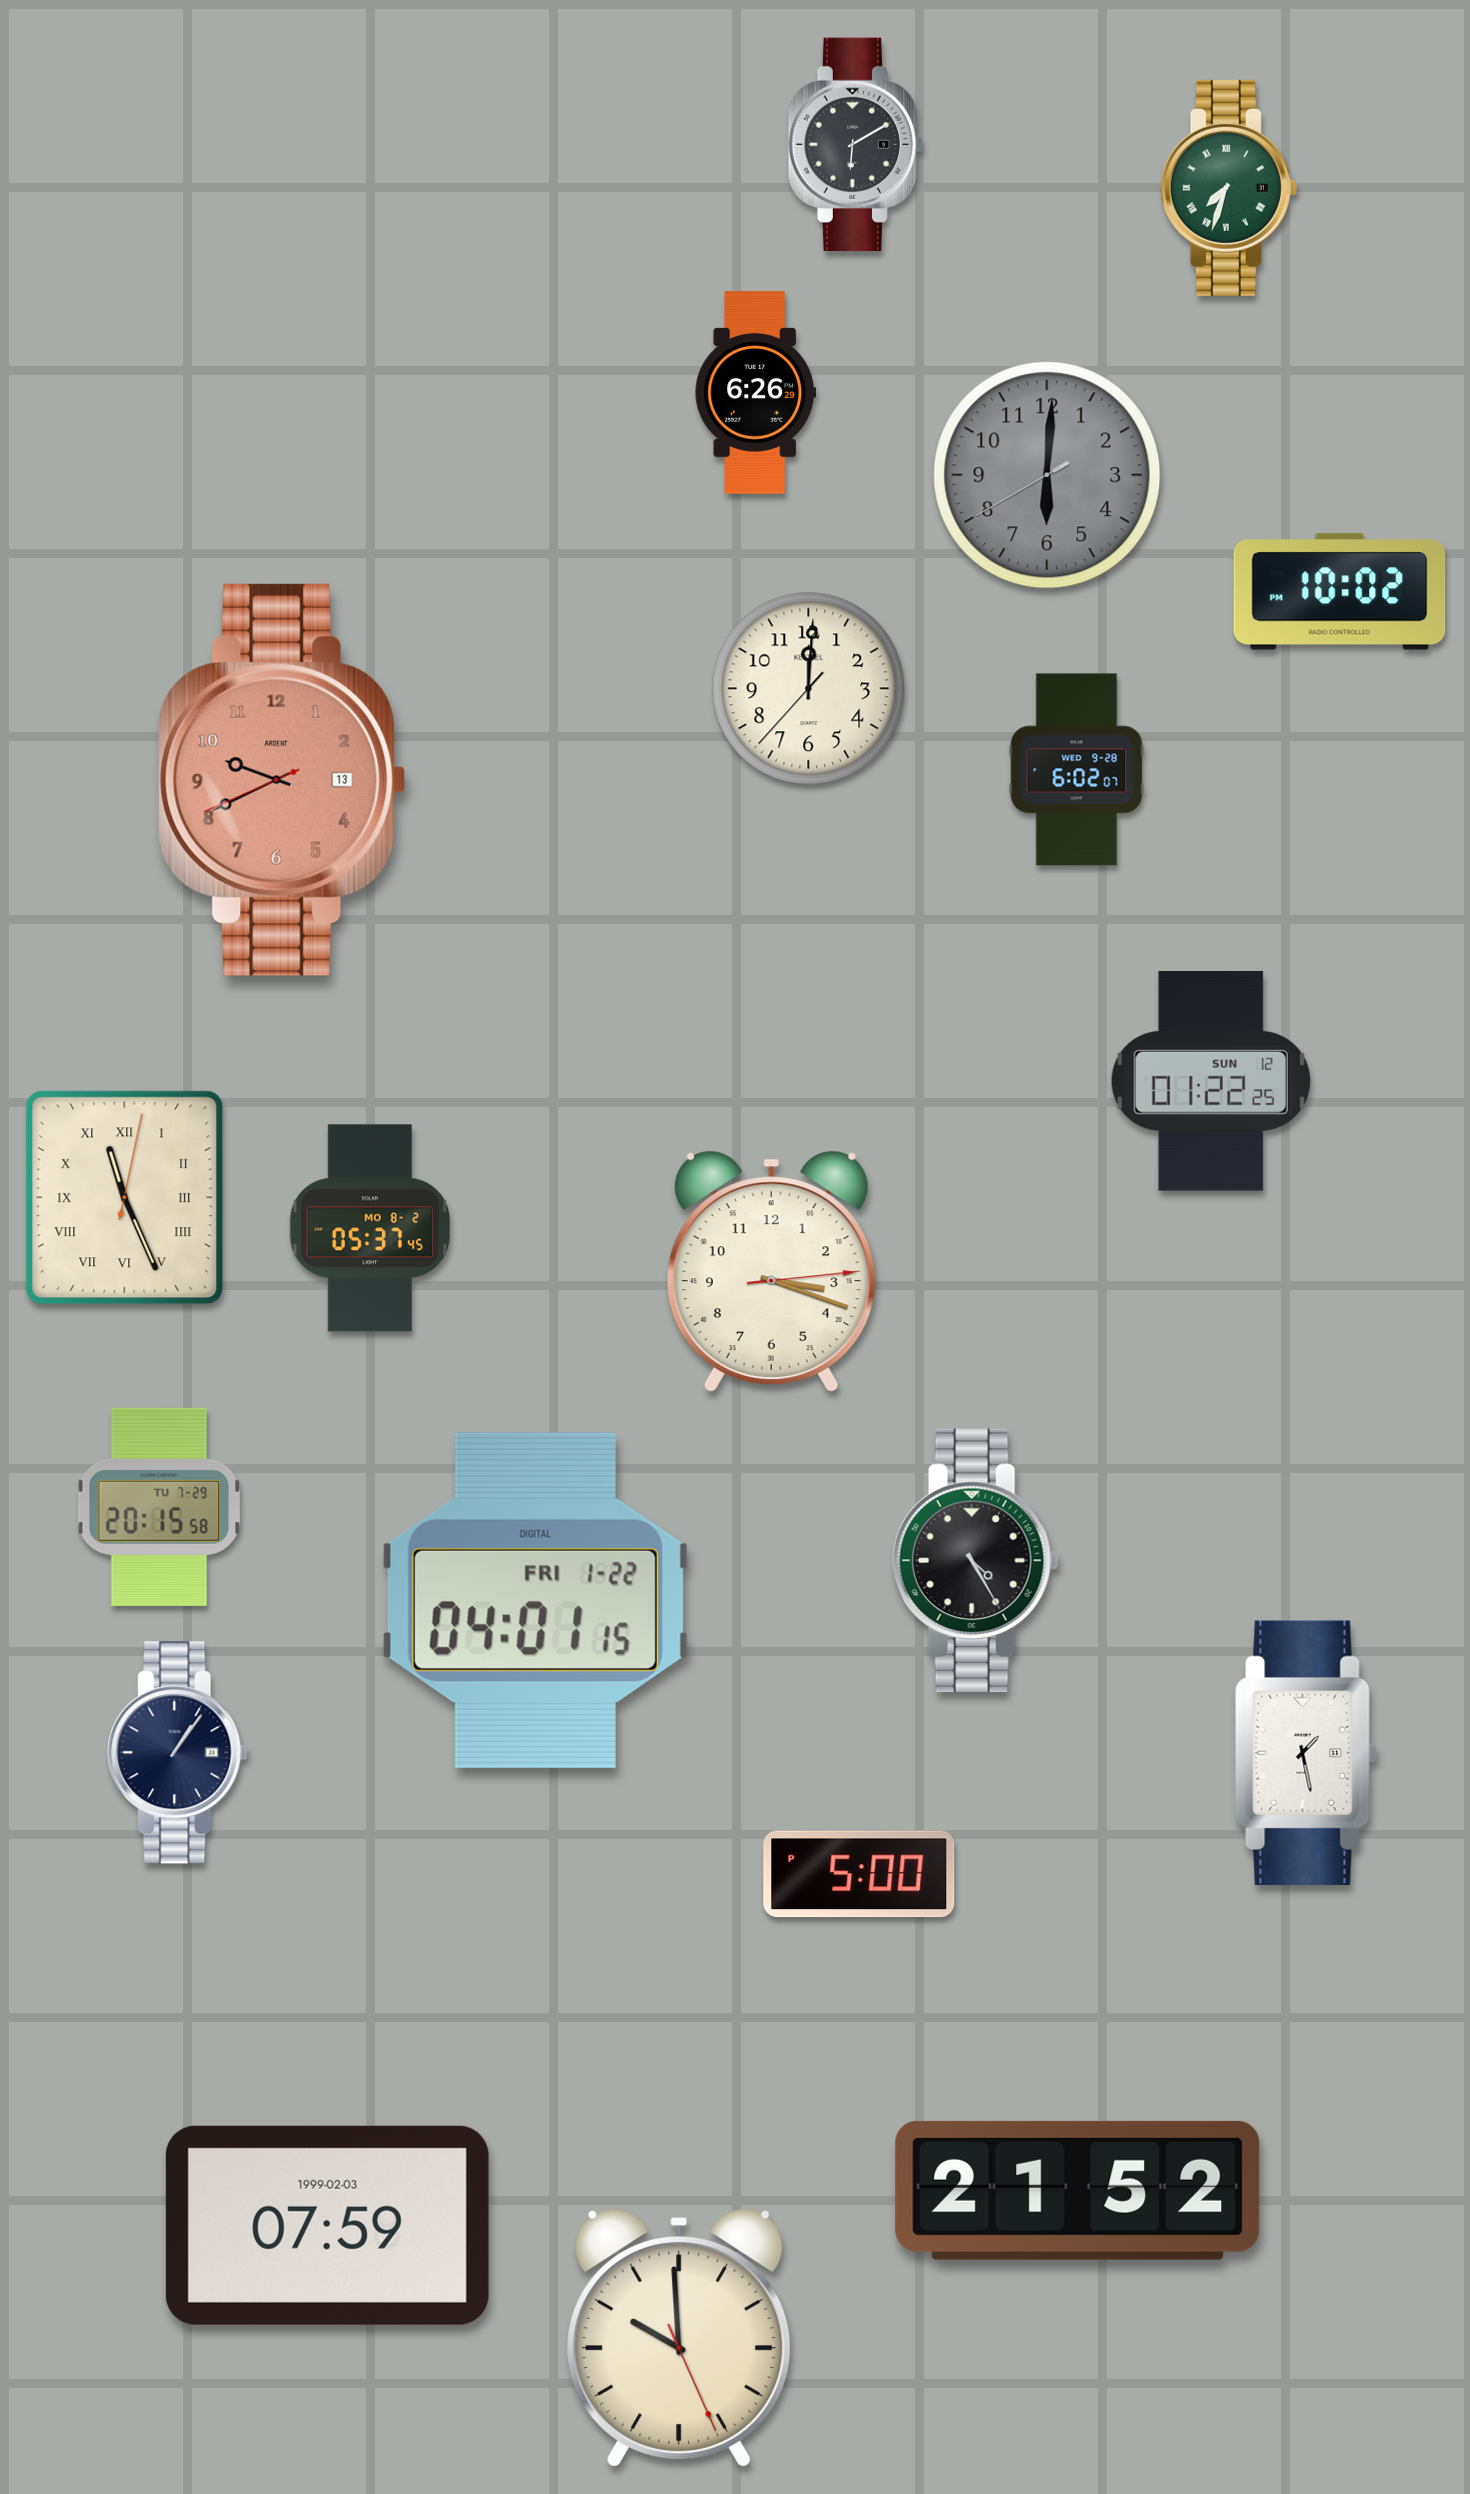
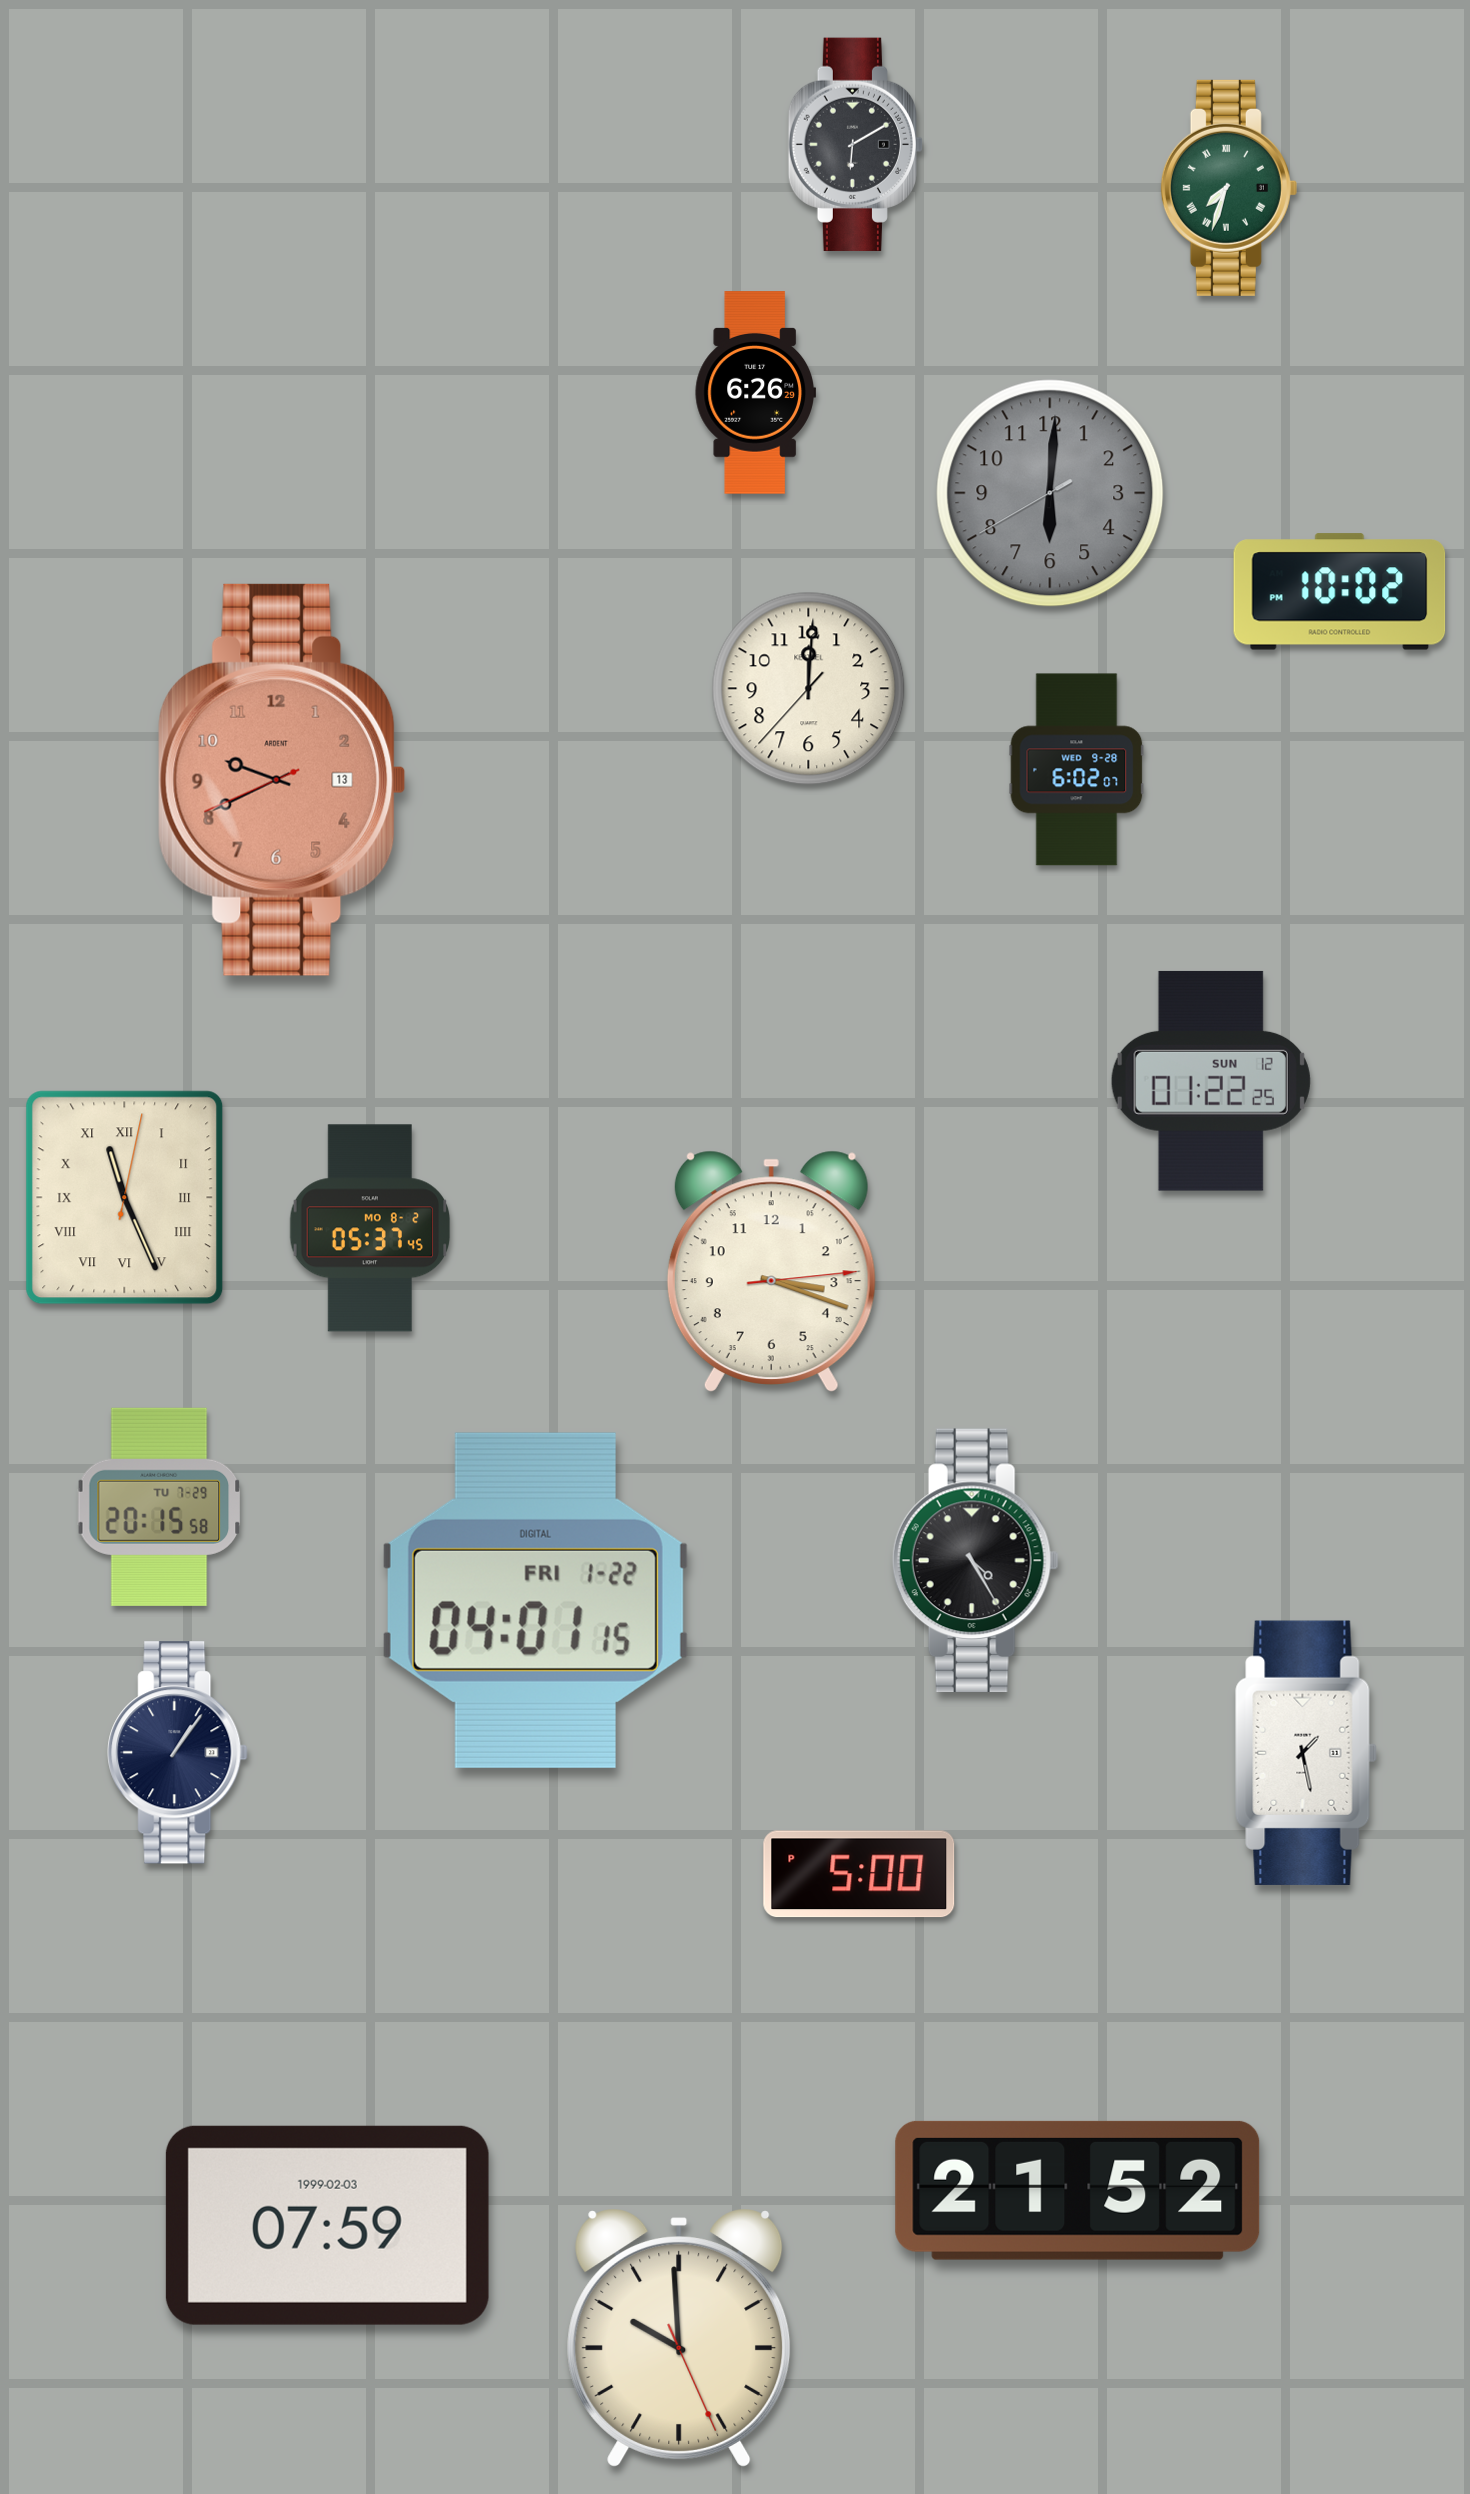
clock at (1047, 475) position: (1047, 475) -> (1050, 493)
